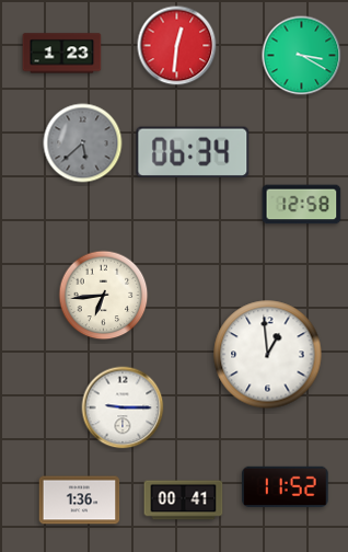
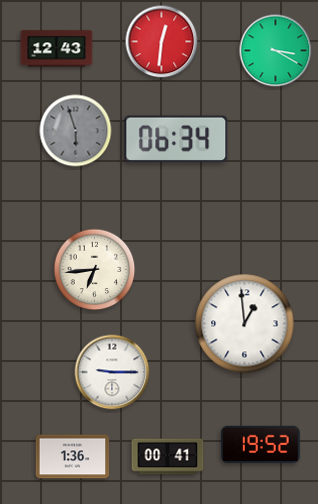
clock at (62, 54): 1:23 -> 12:43
clock at (83, 143): 5:38 -> 5:57
clock at (302, 205): 12:58 -> none
clock at (286, 486): 11:52 -> 19:52
